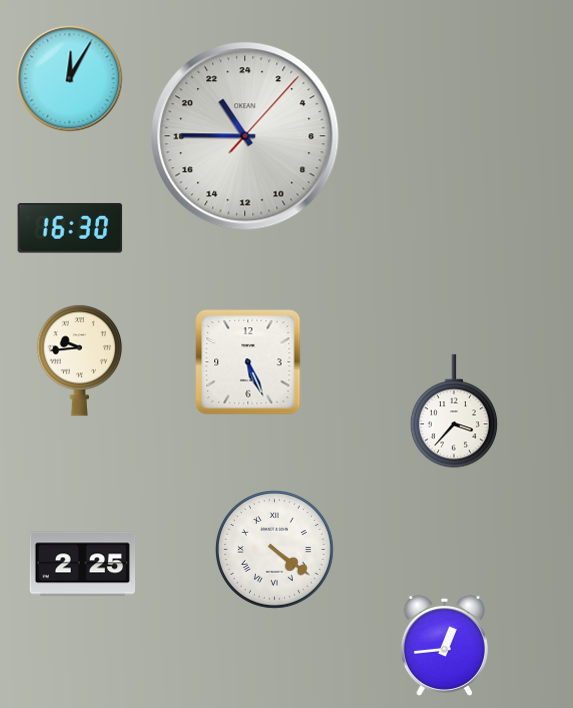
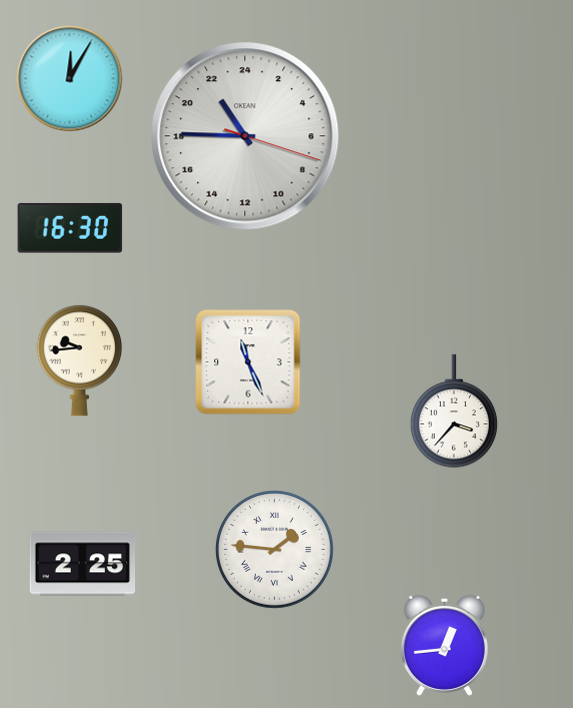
clock at (245, 136): 21:45:07 -> 21:45:18
clock at (248, 362): 5:26 -> 11:26
clock at (275, 550): 4:21 -> 1:46
